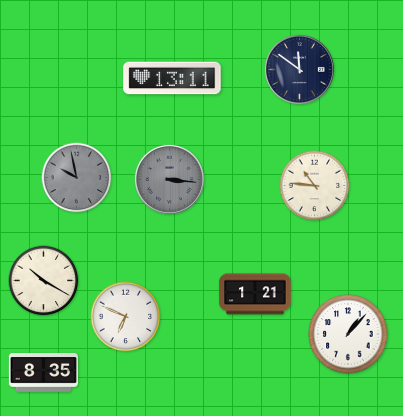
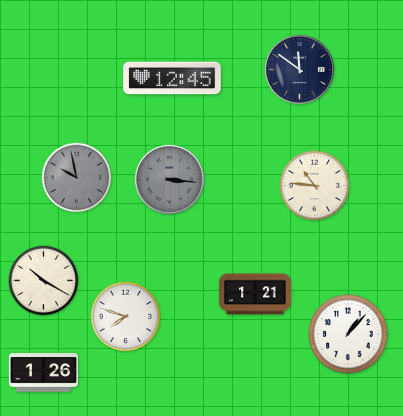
clock at (172, 78): 13:11 -> 12:45
clock at (126, 317): 6:49 -> 7:48
clock at (43, 373): 8:35 -> 1:26
